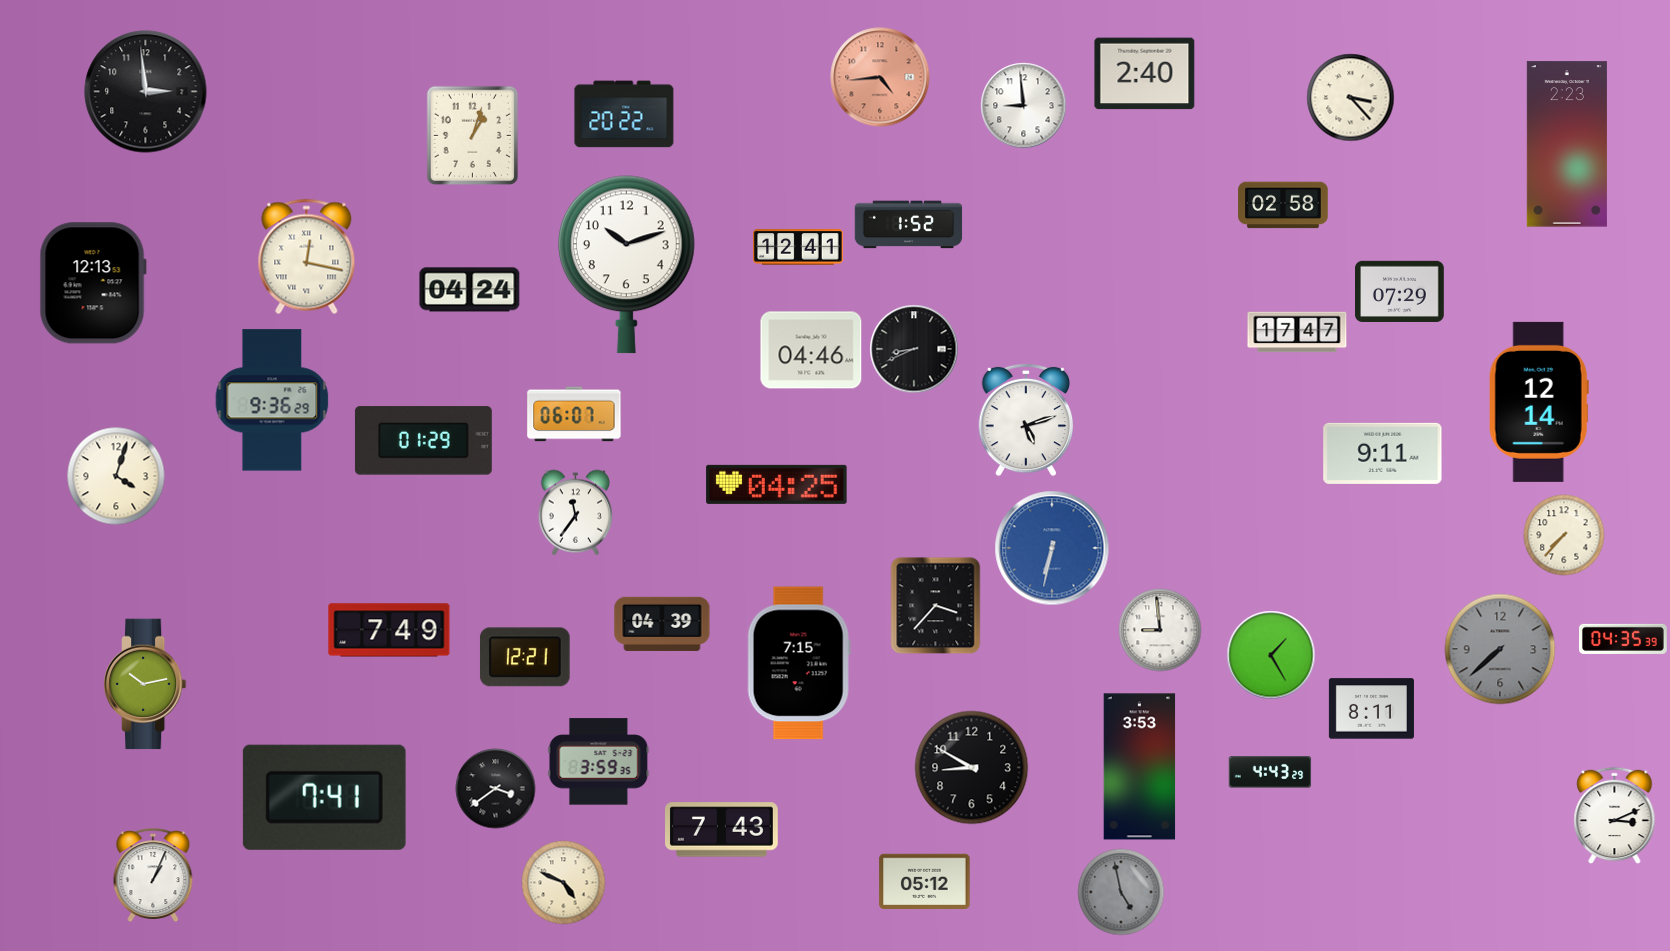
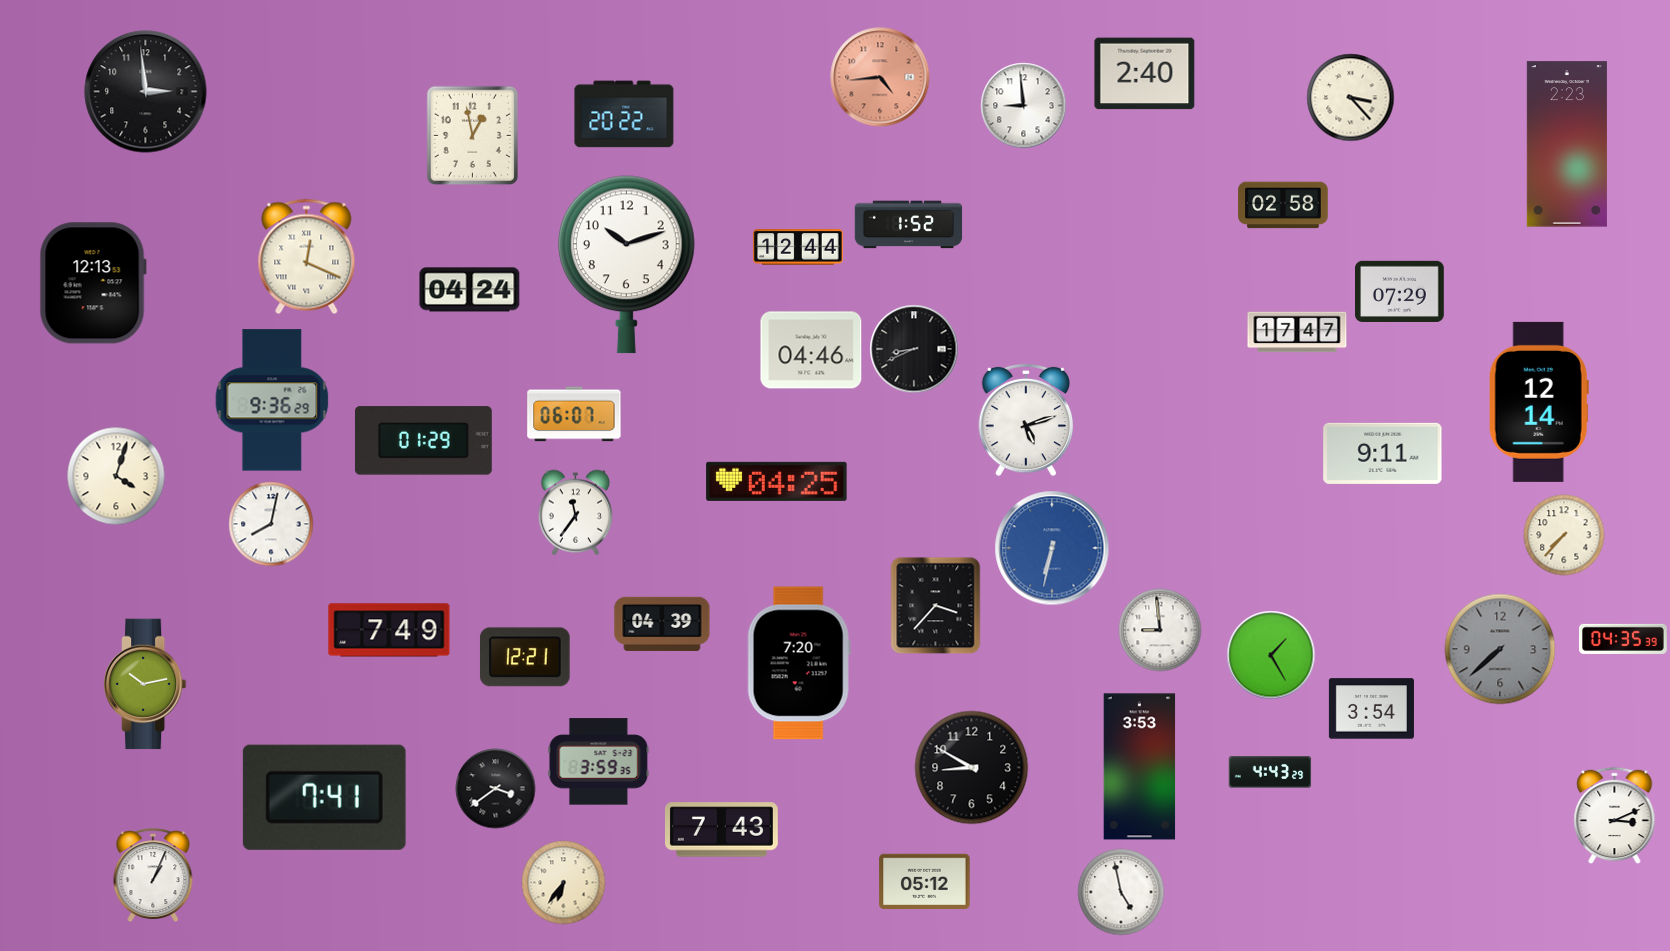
clock at (472, 135): 1:03 -> 12:58
clock at (798, 247): 12:41 -> 12:44
clock at (307, 257): 12:17 -> 12:19
clock at (777, 484) position: (777, 484) -> (777, 481)
clock at (271, 524): none -> 8:02
clock at (799, 663): 7:15 -> 7:20
clock at (1371, 709): 8:11 -> 3:54
clock at (564, 883): 4:49 -> 6:36
clock at (1121, 892) dial: grey -> white
